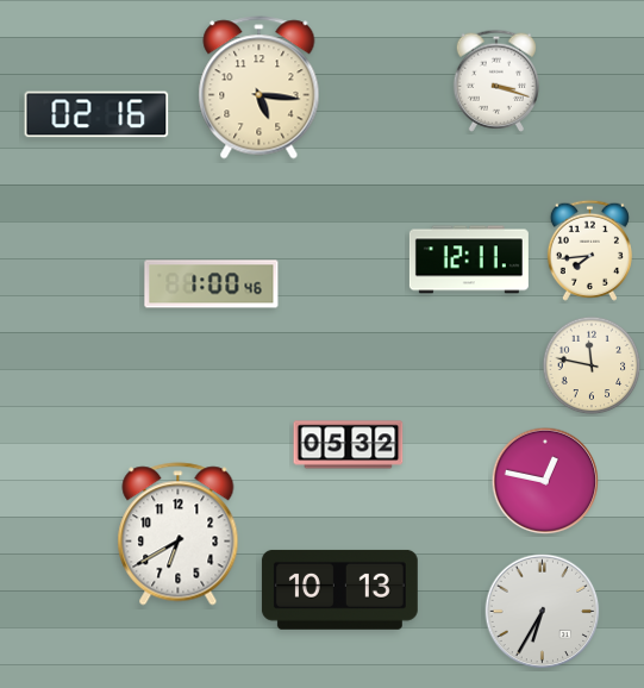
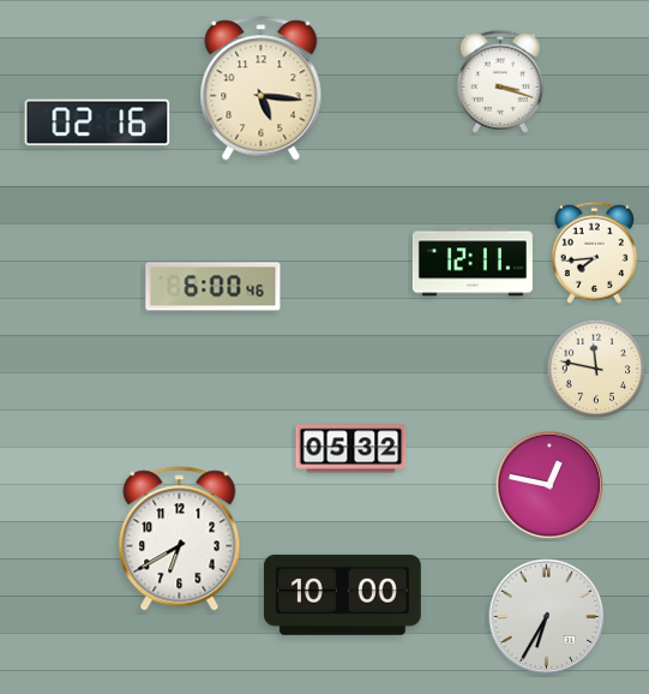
clock at (96, 114) position: (96, 114) -> (97, 122)
clock at (212, 284): 1:00 -> 6:00
clock at (339, 589): 10:13 -> 10:00
